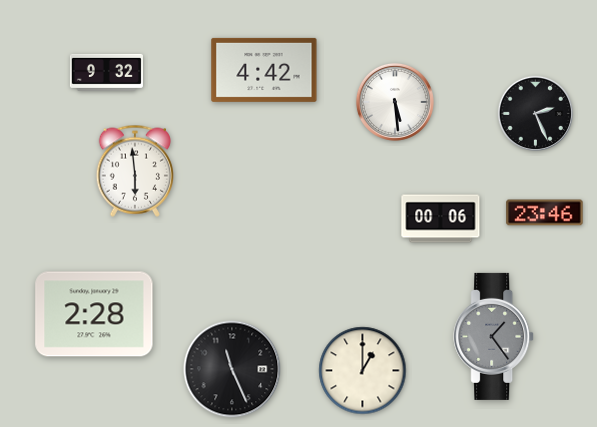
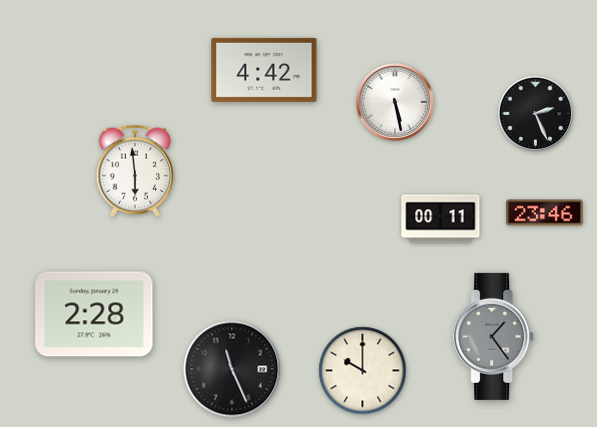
clock at (106, 72): 9:32 -> none
clock at (395, 102): 5:29 -> 5:28
clock at (441, 219): 00:06 -> 00:11
clock at (363, 371): 1:00 -> 10:00
